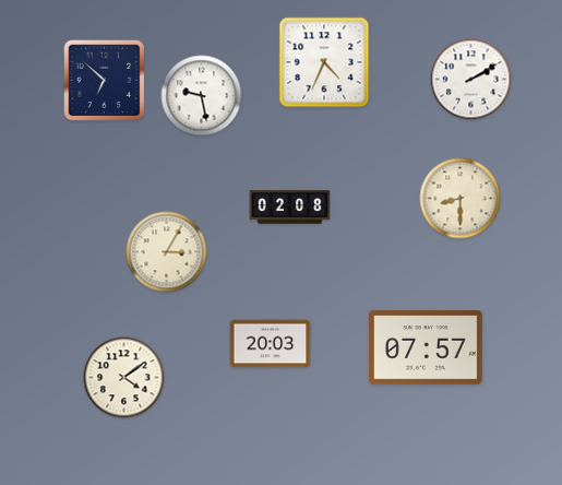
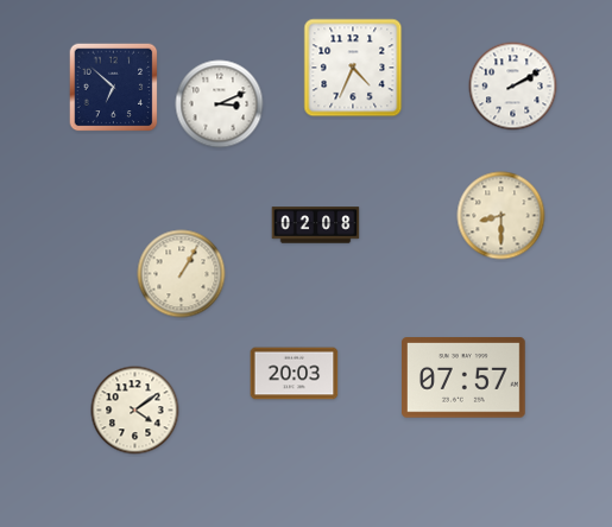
clock at (202, 96): 9:28 -> 3:11
clock at (167, 252): 3:05 -> 1:05
